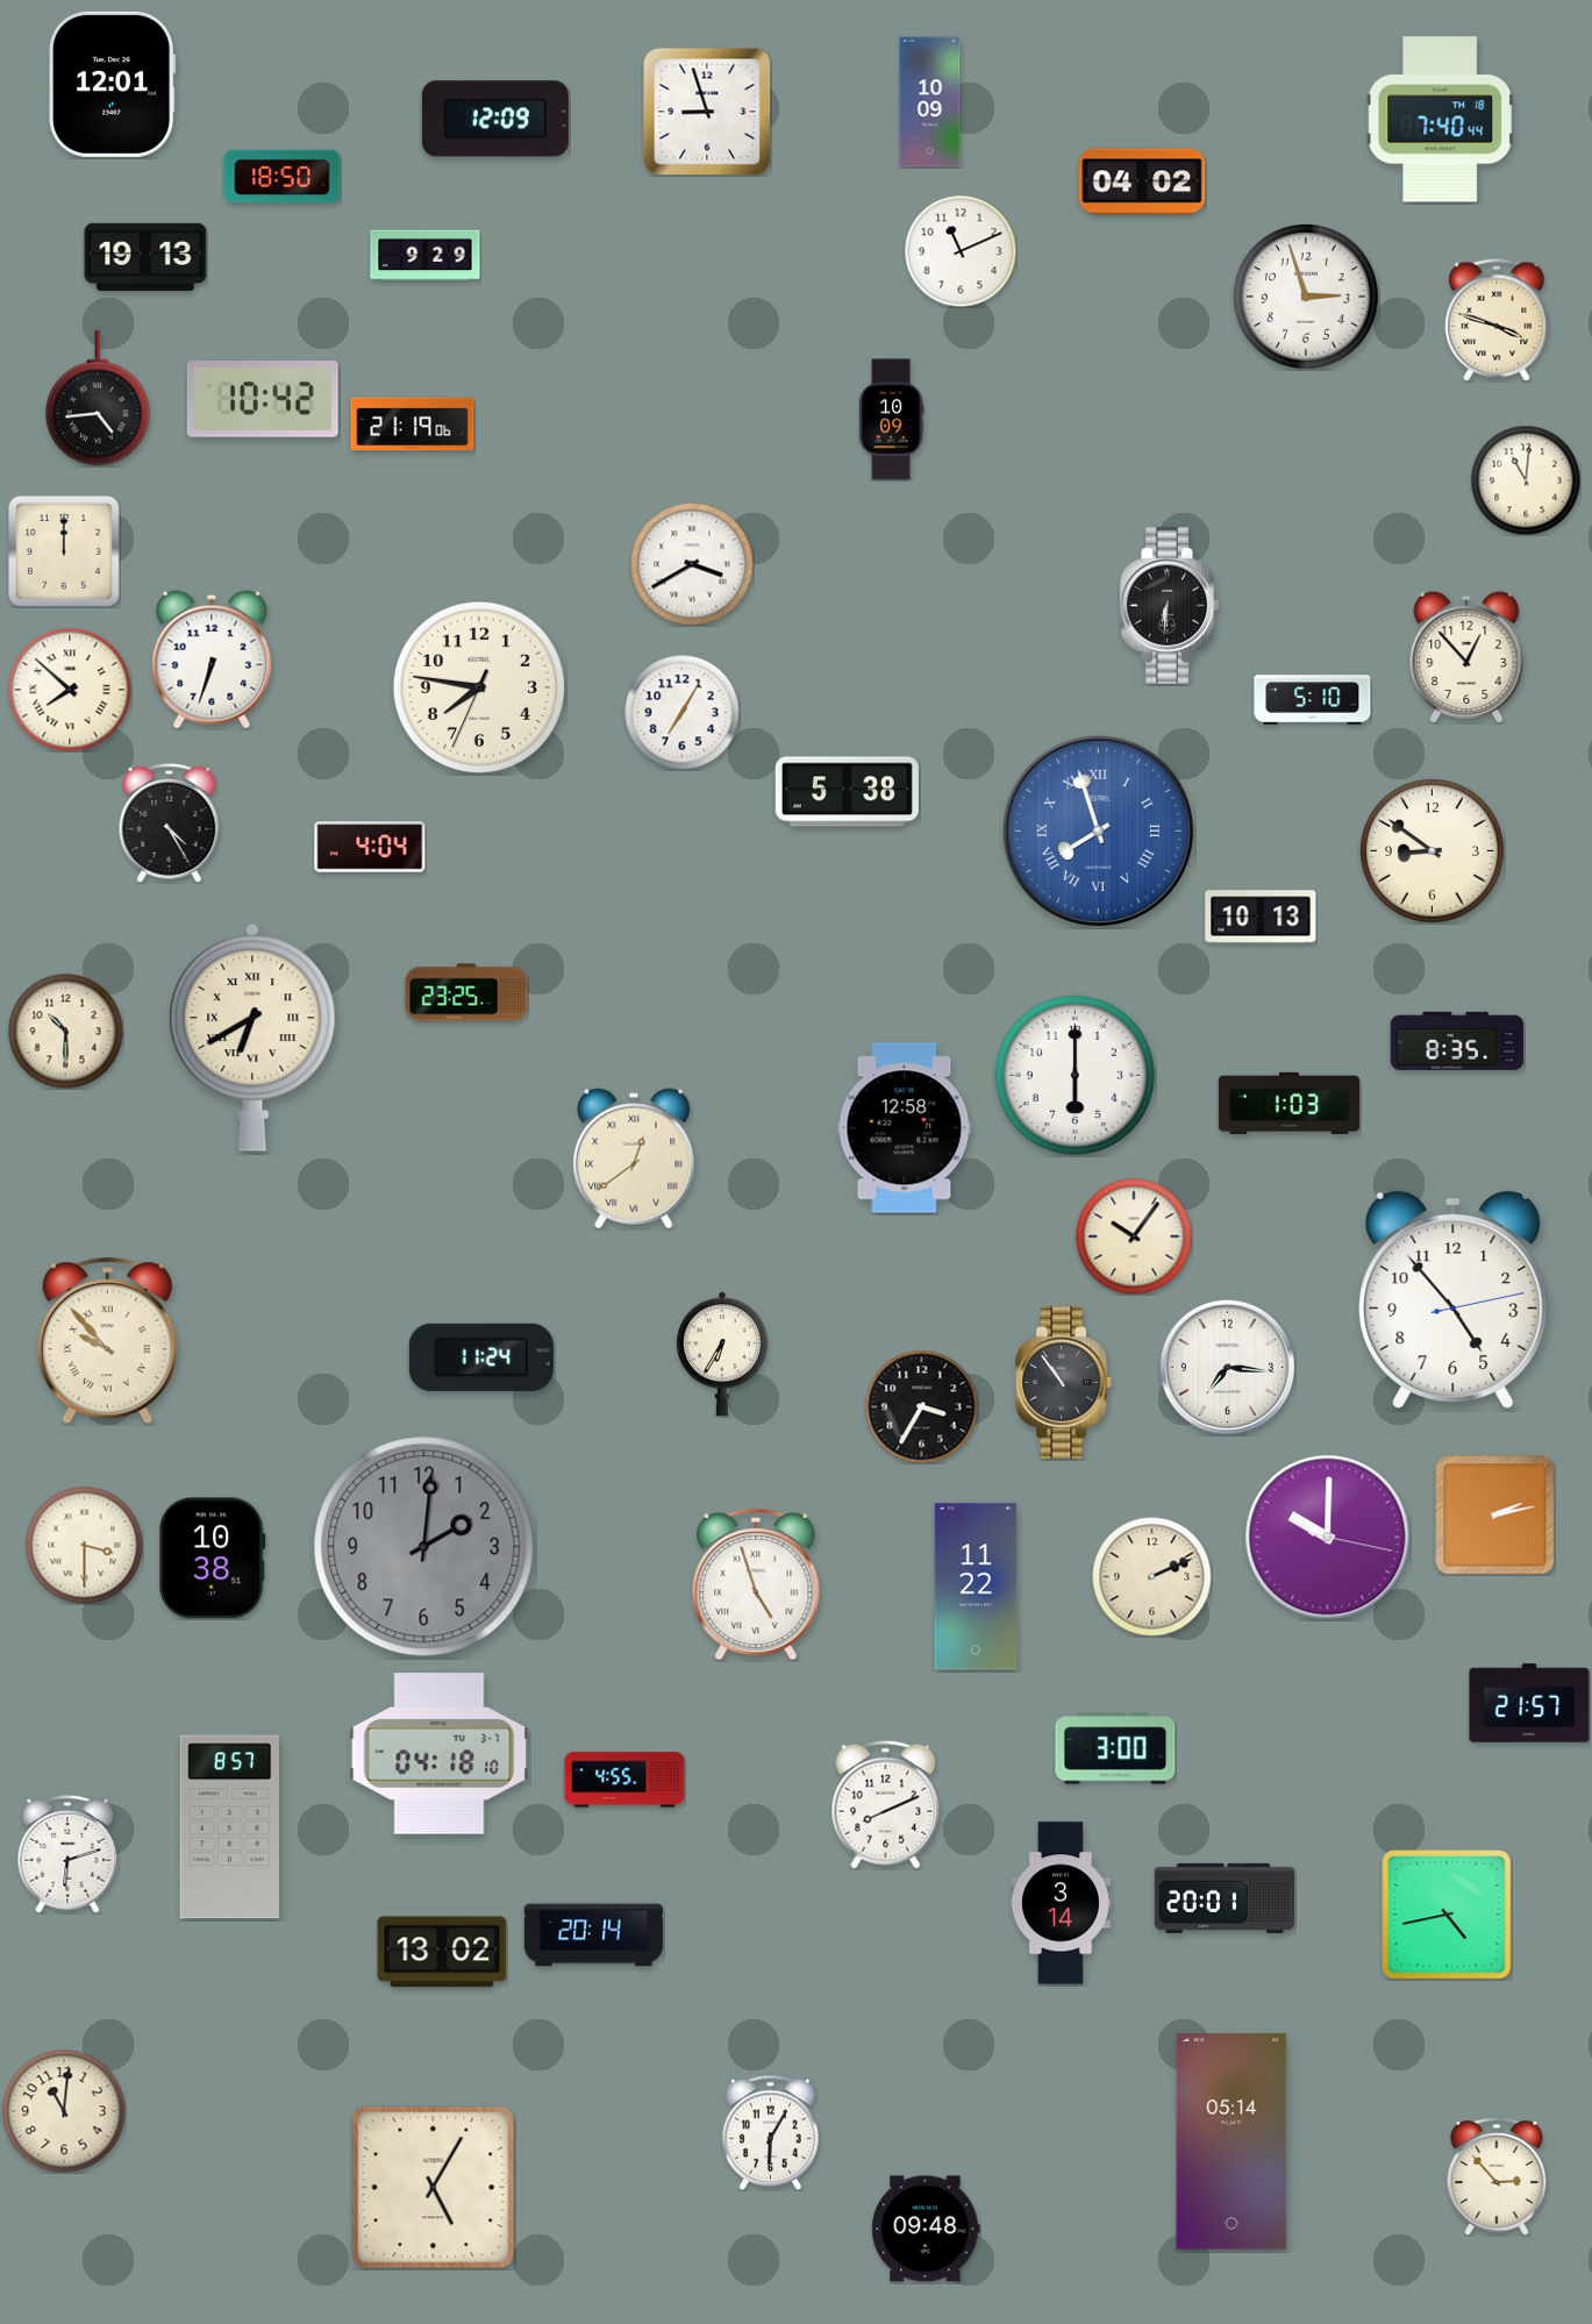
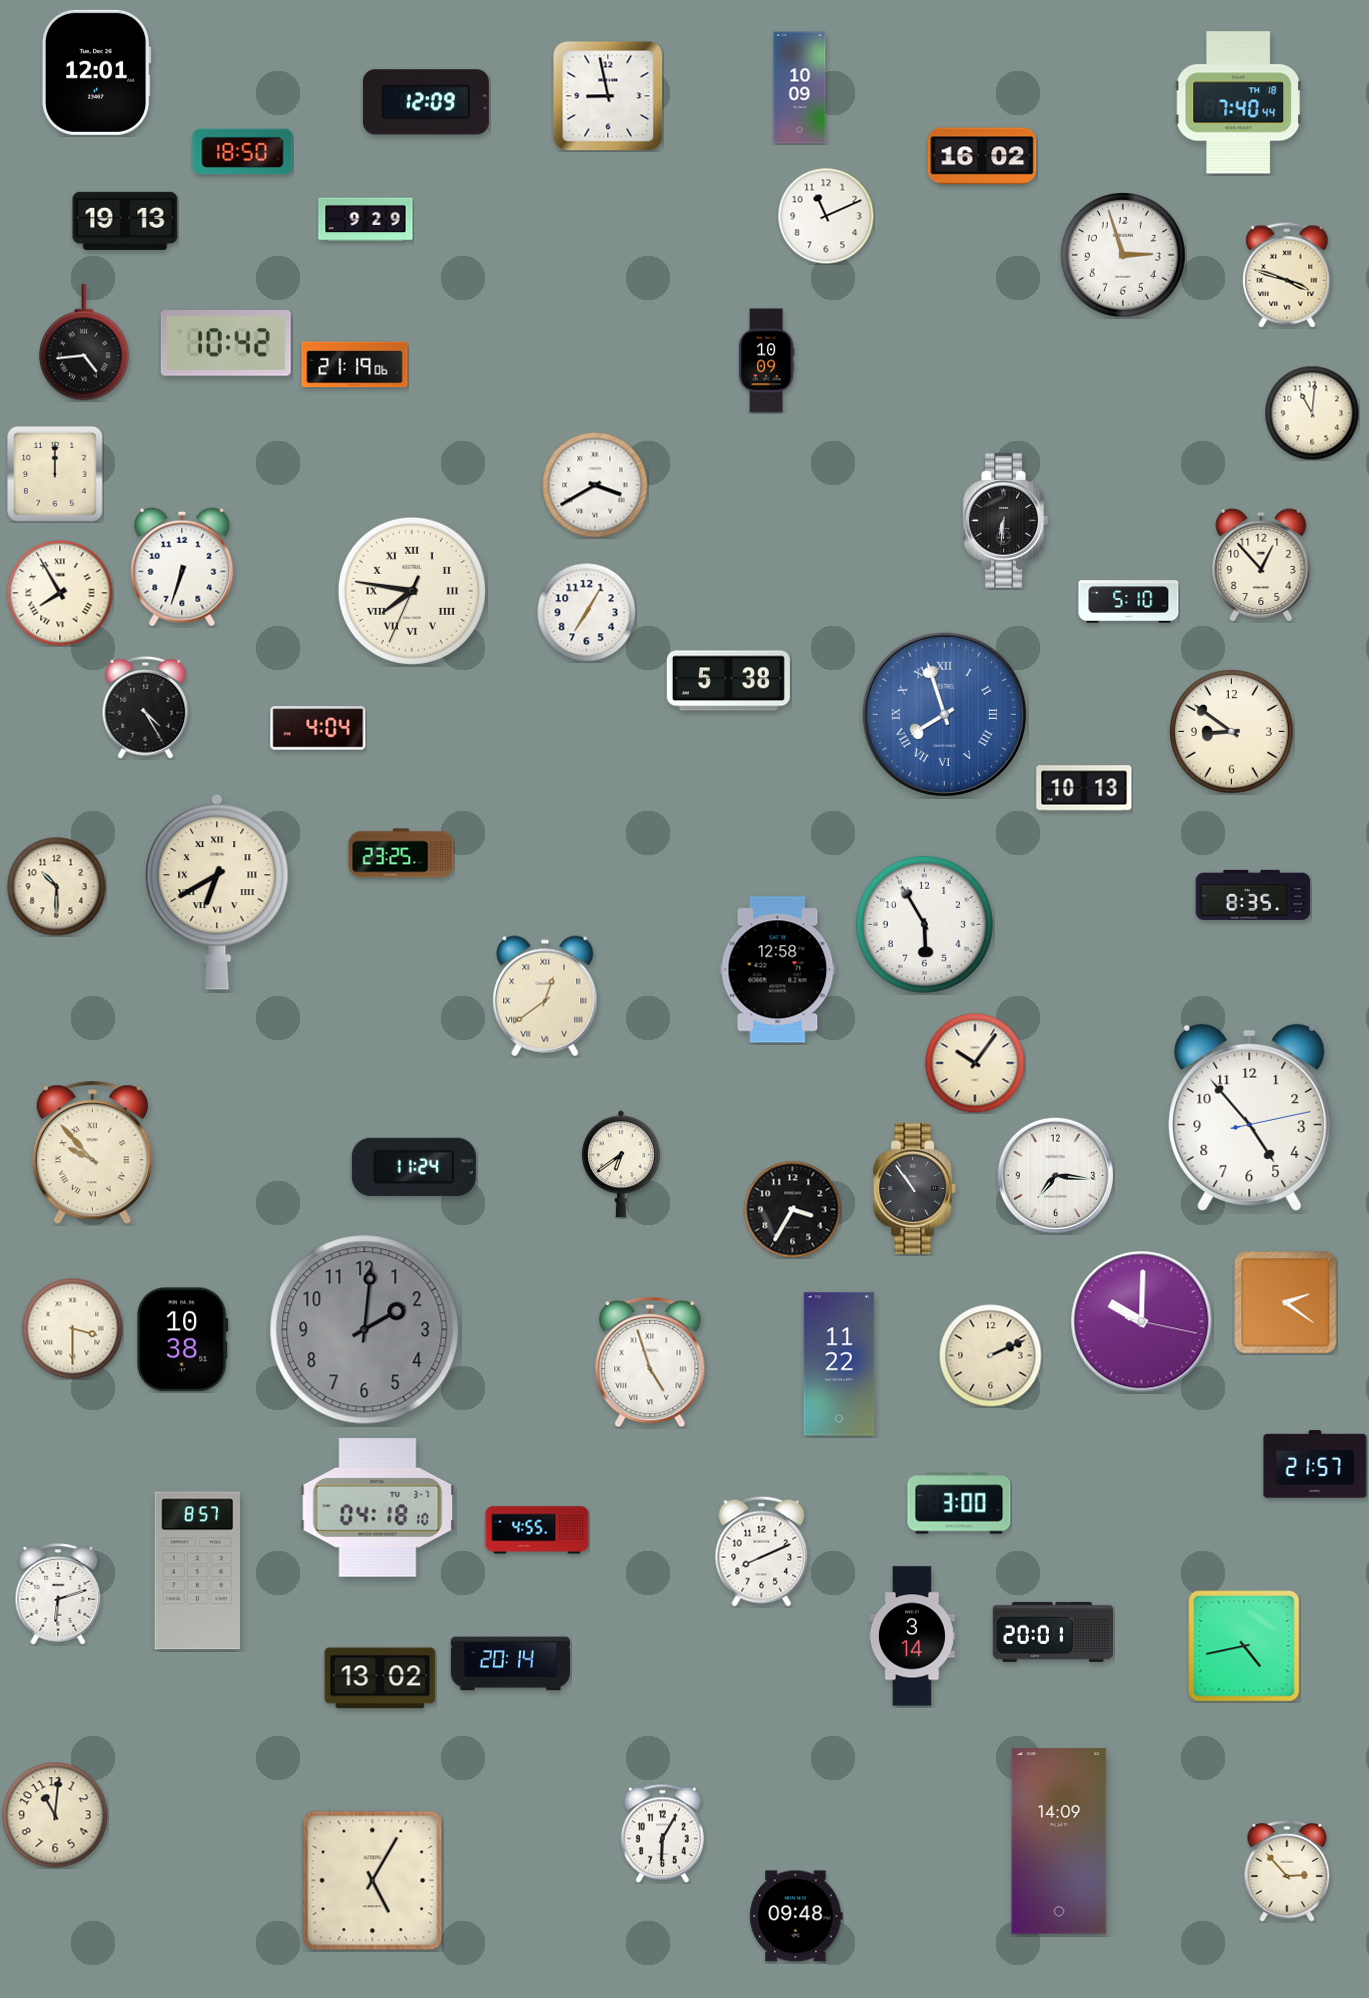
clock at (707, 112): 8:57 -> 8:58
clock at (1142, 181): 04:02 -> 16:02
clock at (479, 687) numerals: Arabic -> Roman
clock at (70, 690): 7:52 -> 7:55
clock at (1075, 1075): 6:00 -> 5:55
clock at (1288, 1103): 1:03 -> none
clock at (722, 1354): 6:35 -> 6:39
clock at (1495, 1516): 2:13 -> 2:21
clock at (1232, 2141): 05:14 -> 14:09
